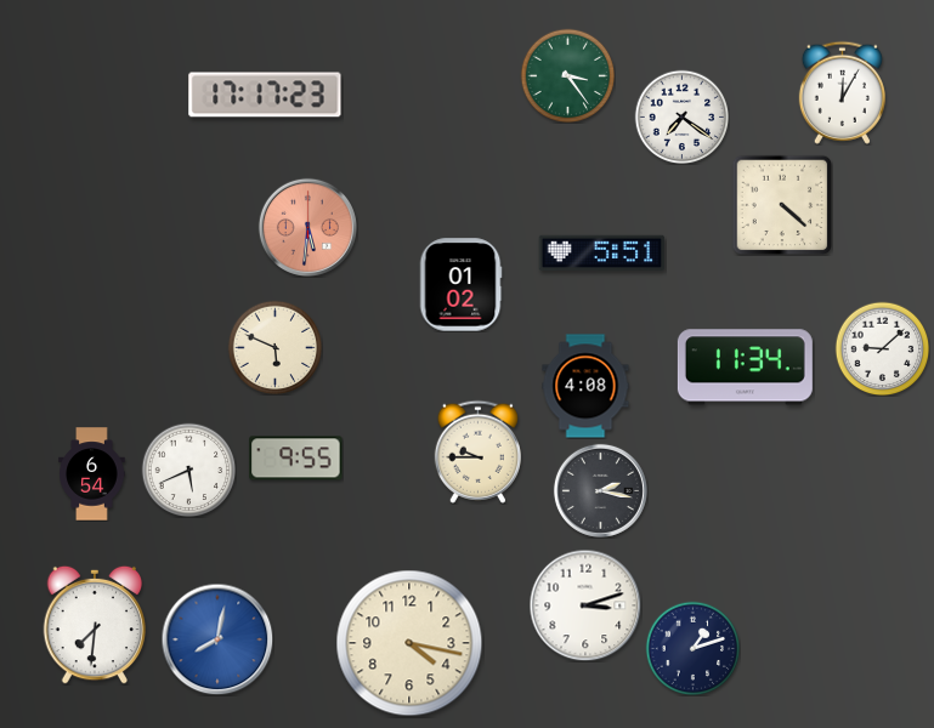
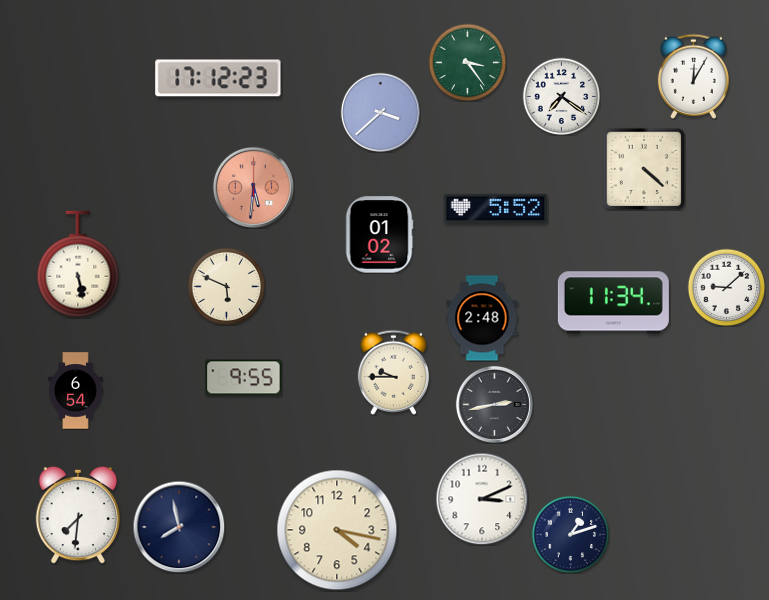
clock at (265, 95): 17:17 -> 17:12
clock at (380, 112): none -> 3:38
clock at (602, 254): 5:51 -> 5:52
clock at (78, 264): none -> 5:28
clock at (585, 386): 4:08 -> 2:48
clock at (188, 470): 5:41 -> none
clock at (600, 490): 2:17 -> 2:43
clock at (585, 605): 3:12 -> 3:11
clock at (217, 639): 8:02 -> 7:58
clock at (217, 639) dial: blue -> navy
